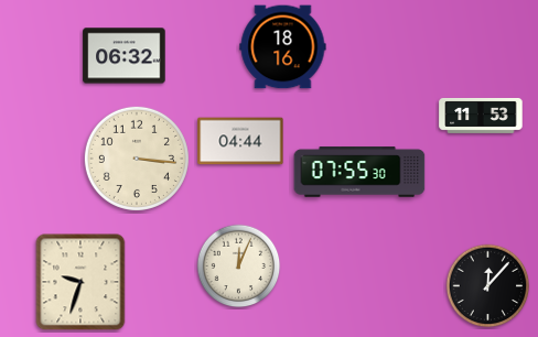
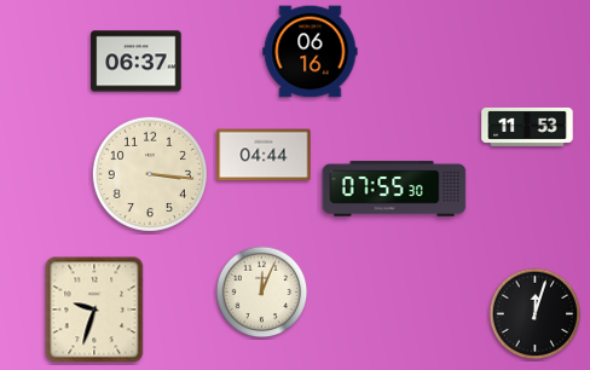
clock at (283, 47): 18:16 -> 06:16
clock at (125, 56): 06:32 -> 06:37
clock at (80, 282) position: (80, 282) -> (94, 310)
clock at (488, 286): 12:07 -> 12:03
